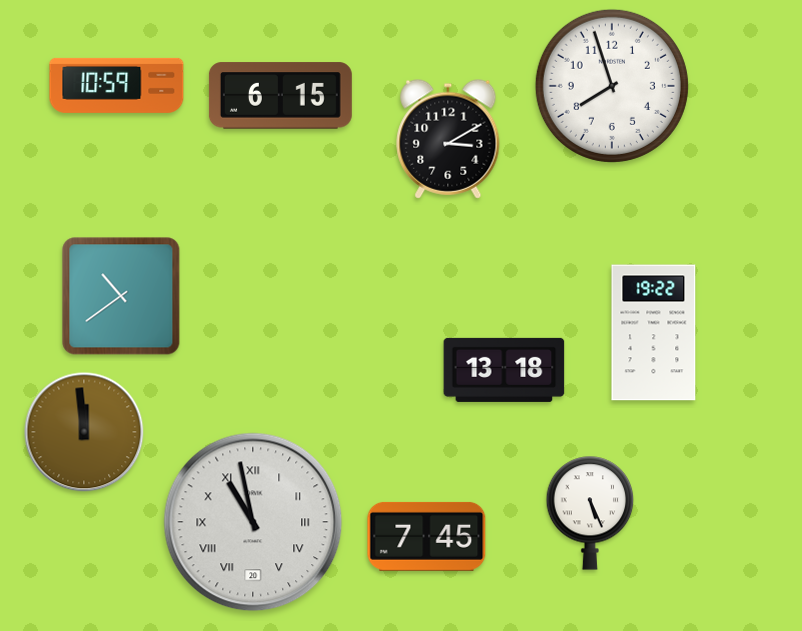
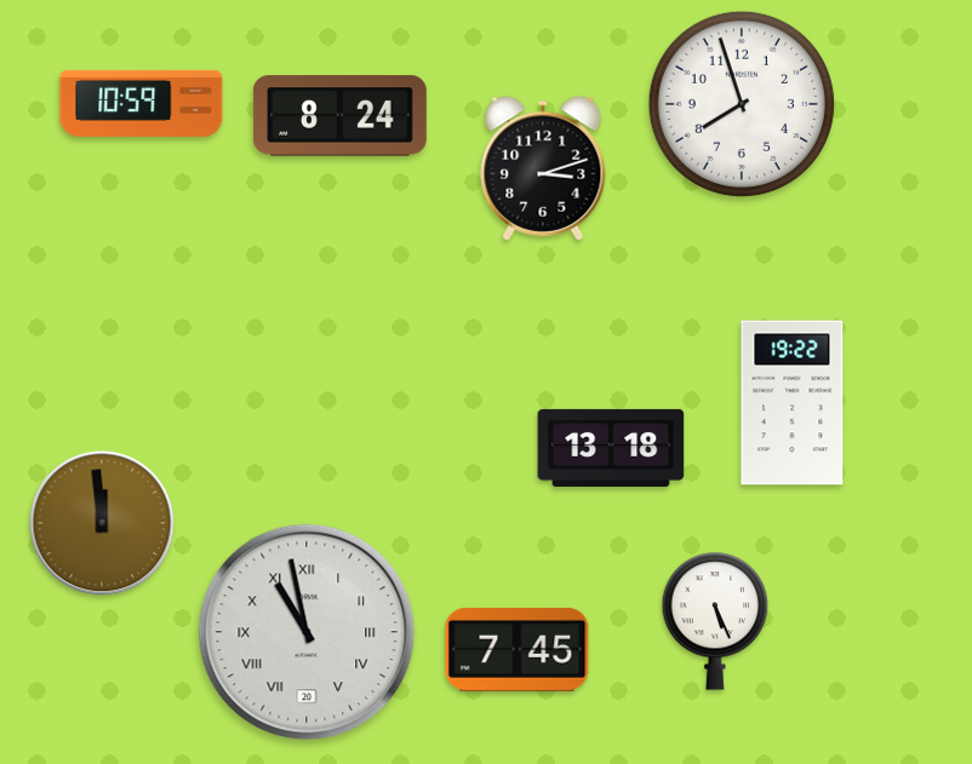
clock at (280, 96): 6:15 -> 8:24
clock at (448, 139): 3:10 -> 3:12
clock at (121, 296): 10:39 -> none
